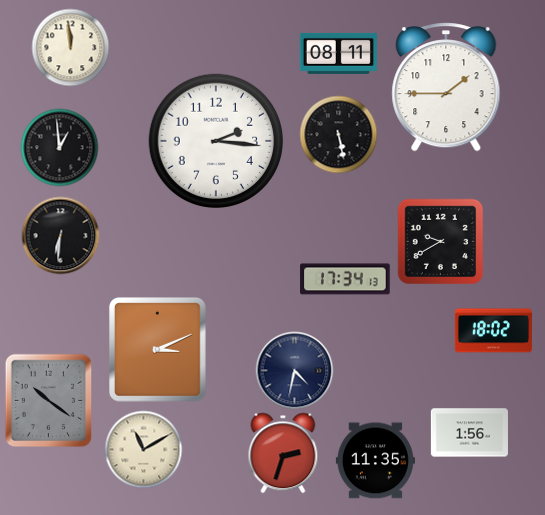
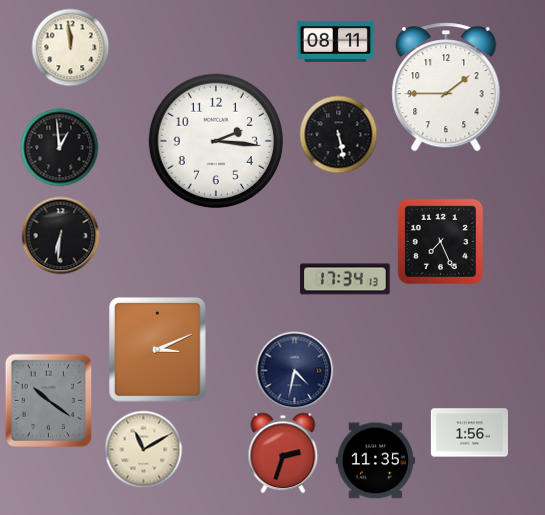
clock at (338, 53) position: (338, 53) -> (335, 41)
clock at (440, 241): 9:40 -> 7:26
clock at (493, 331): 18:02 -> none
